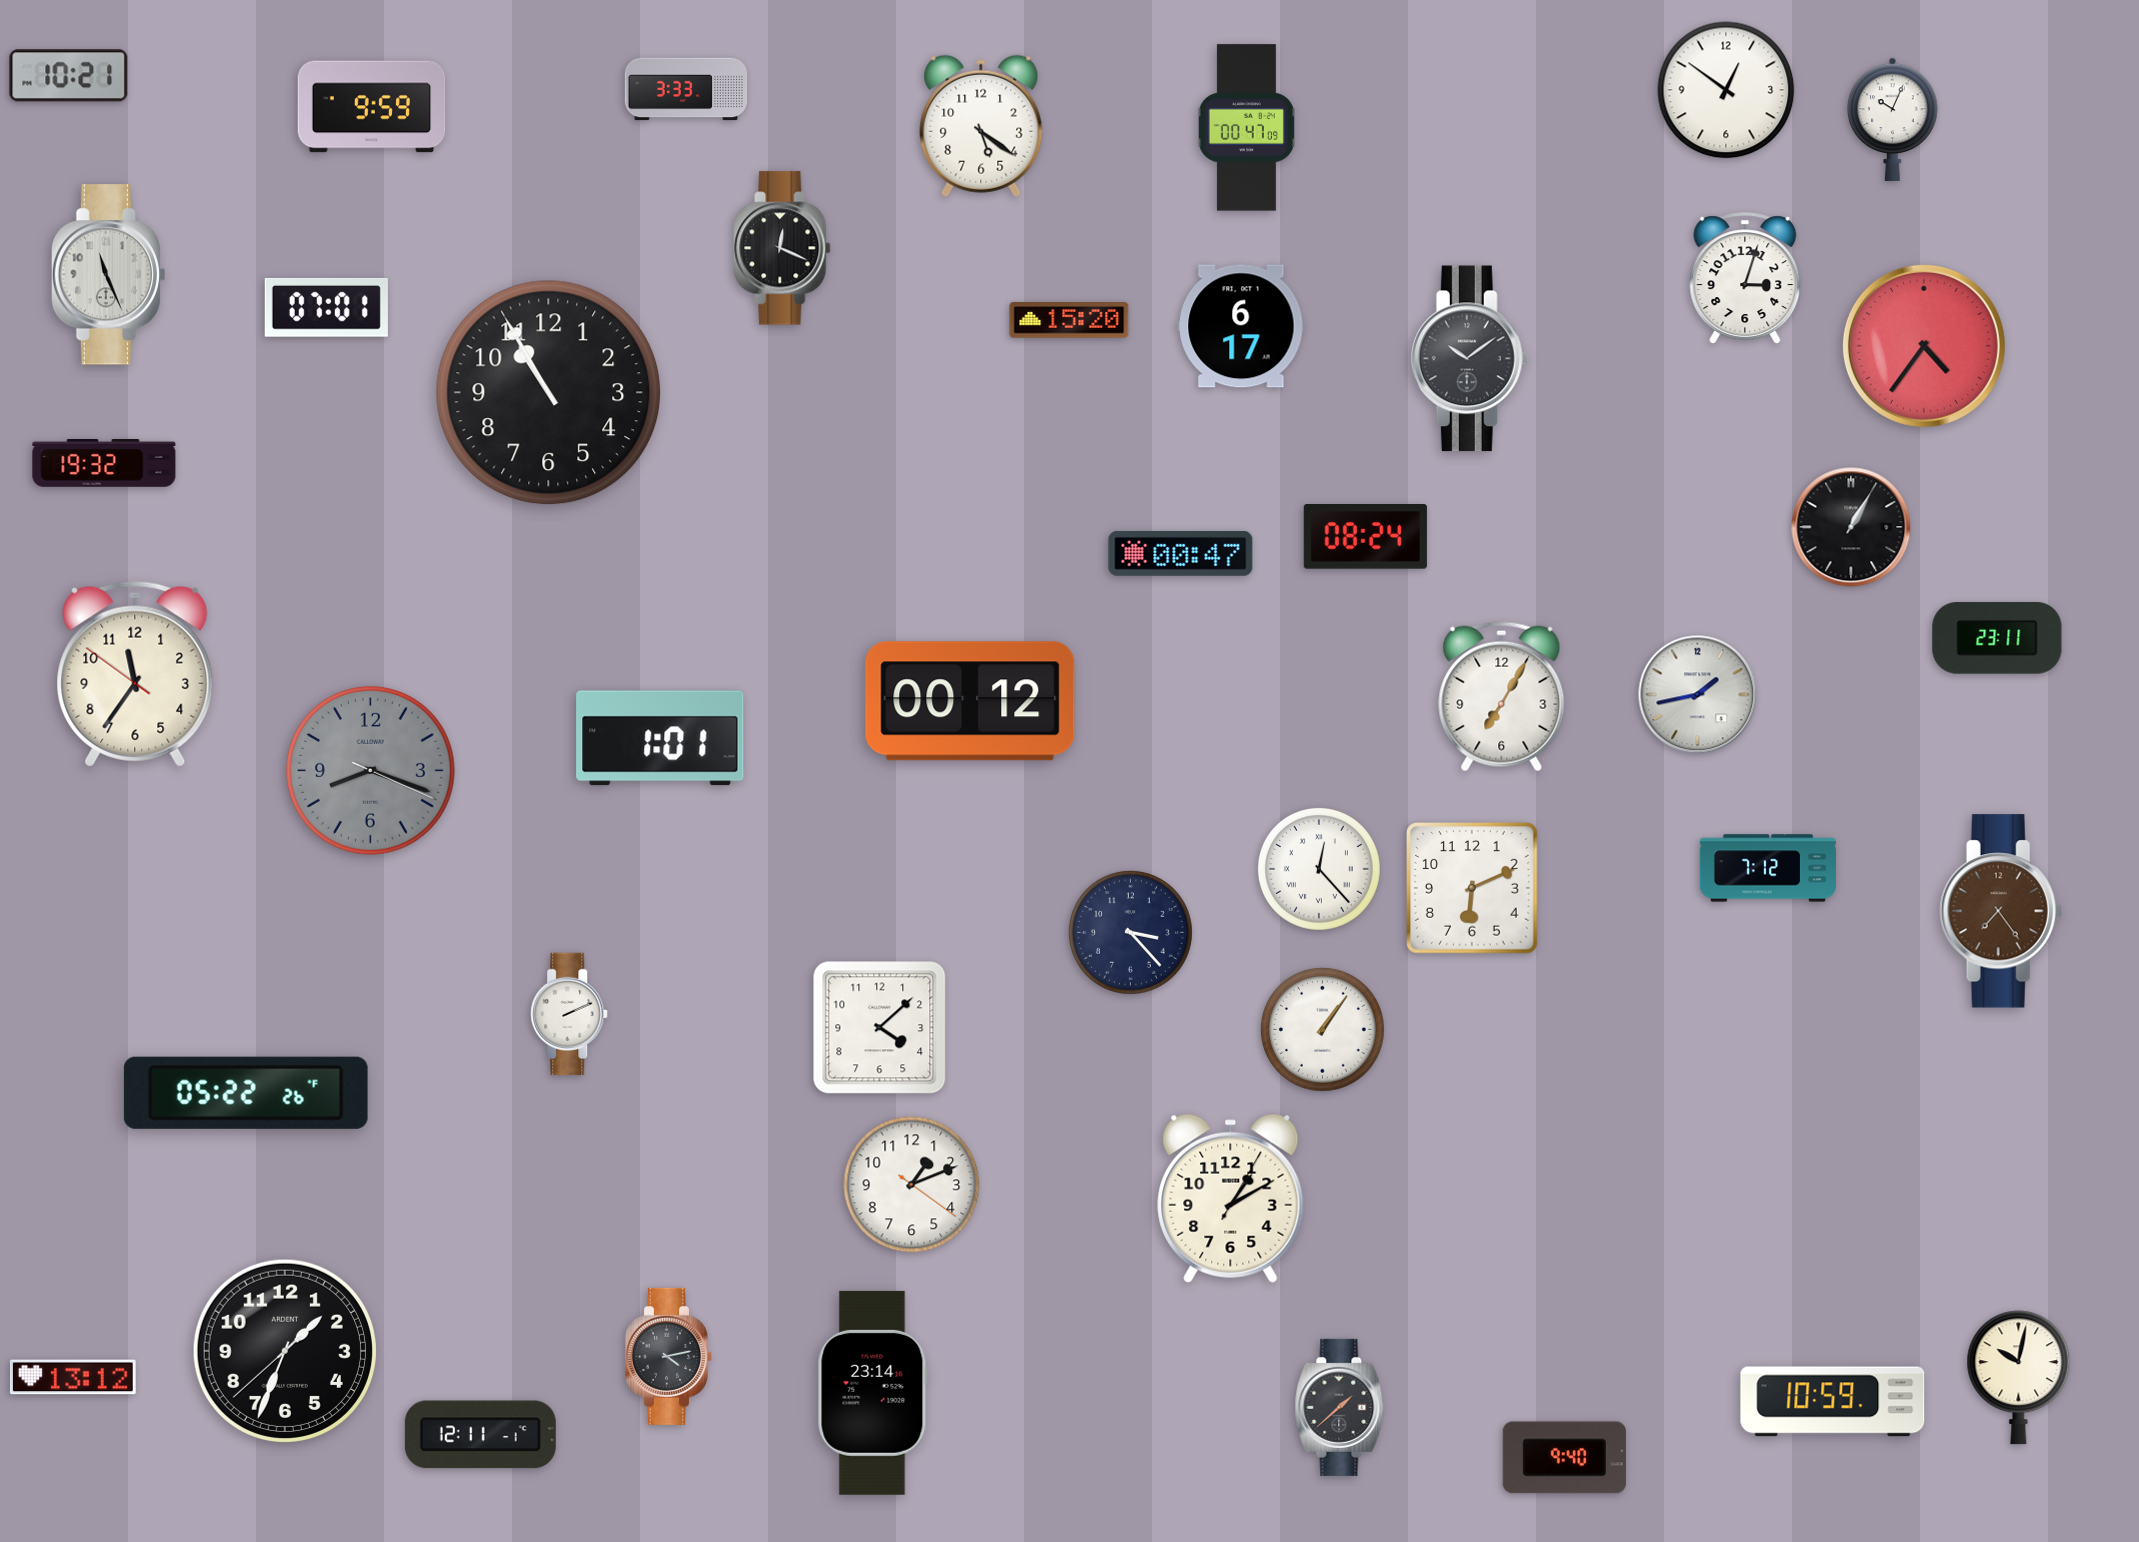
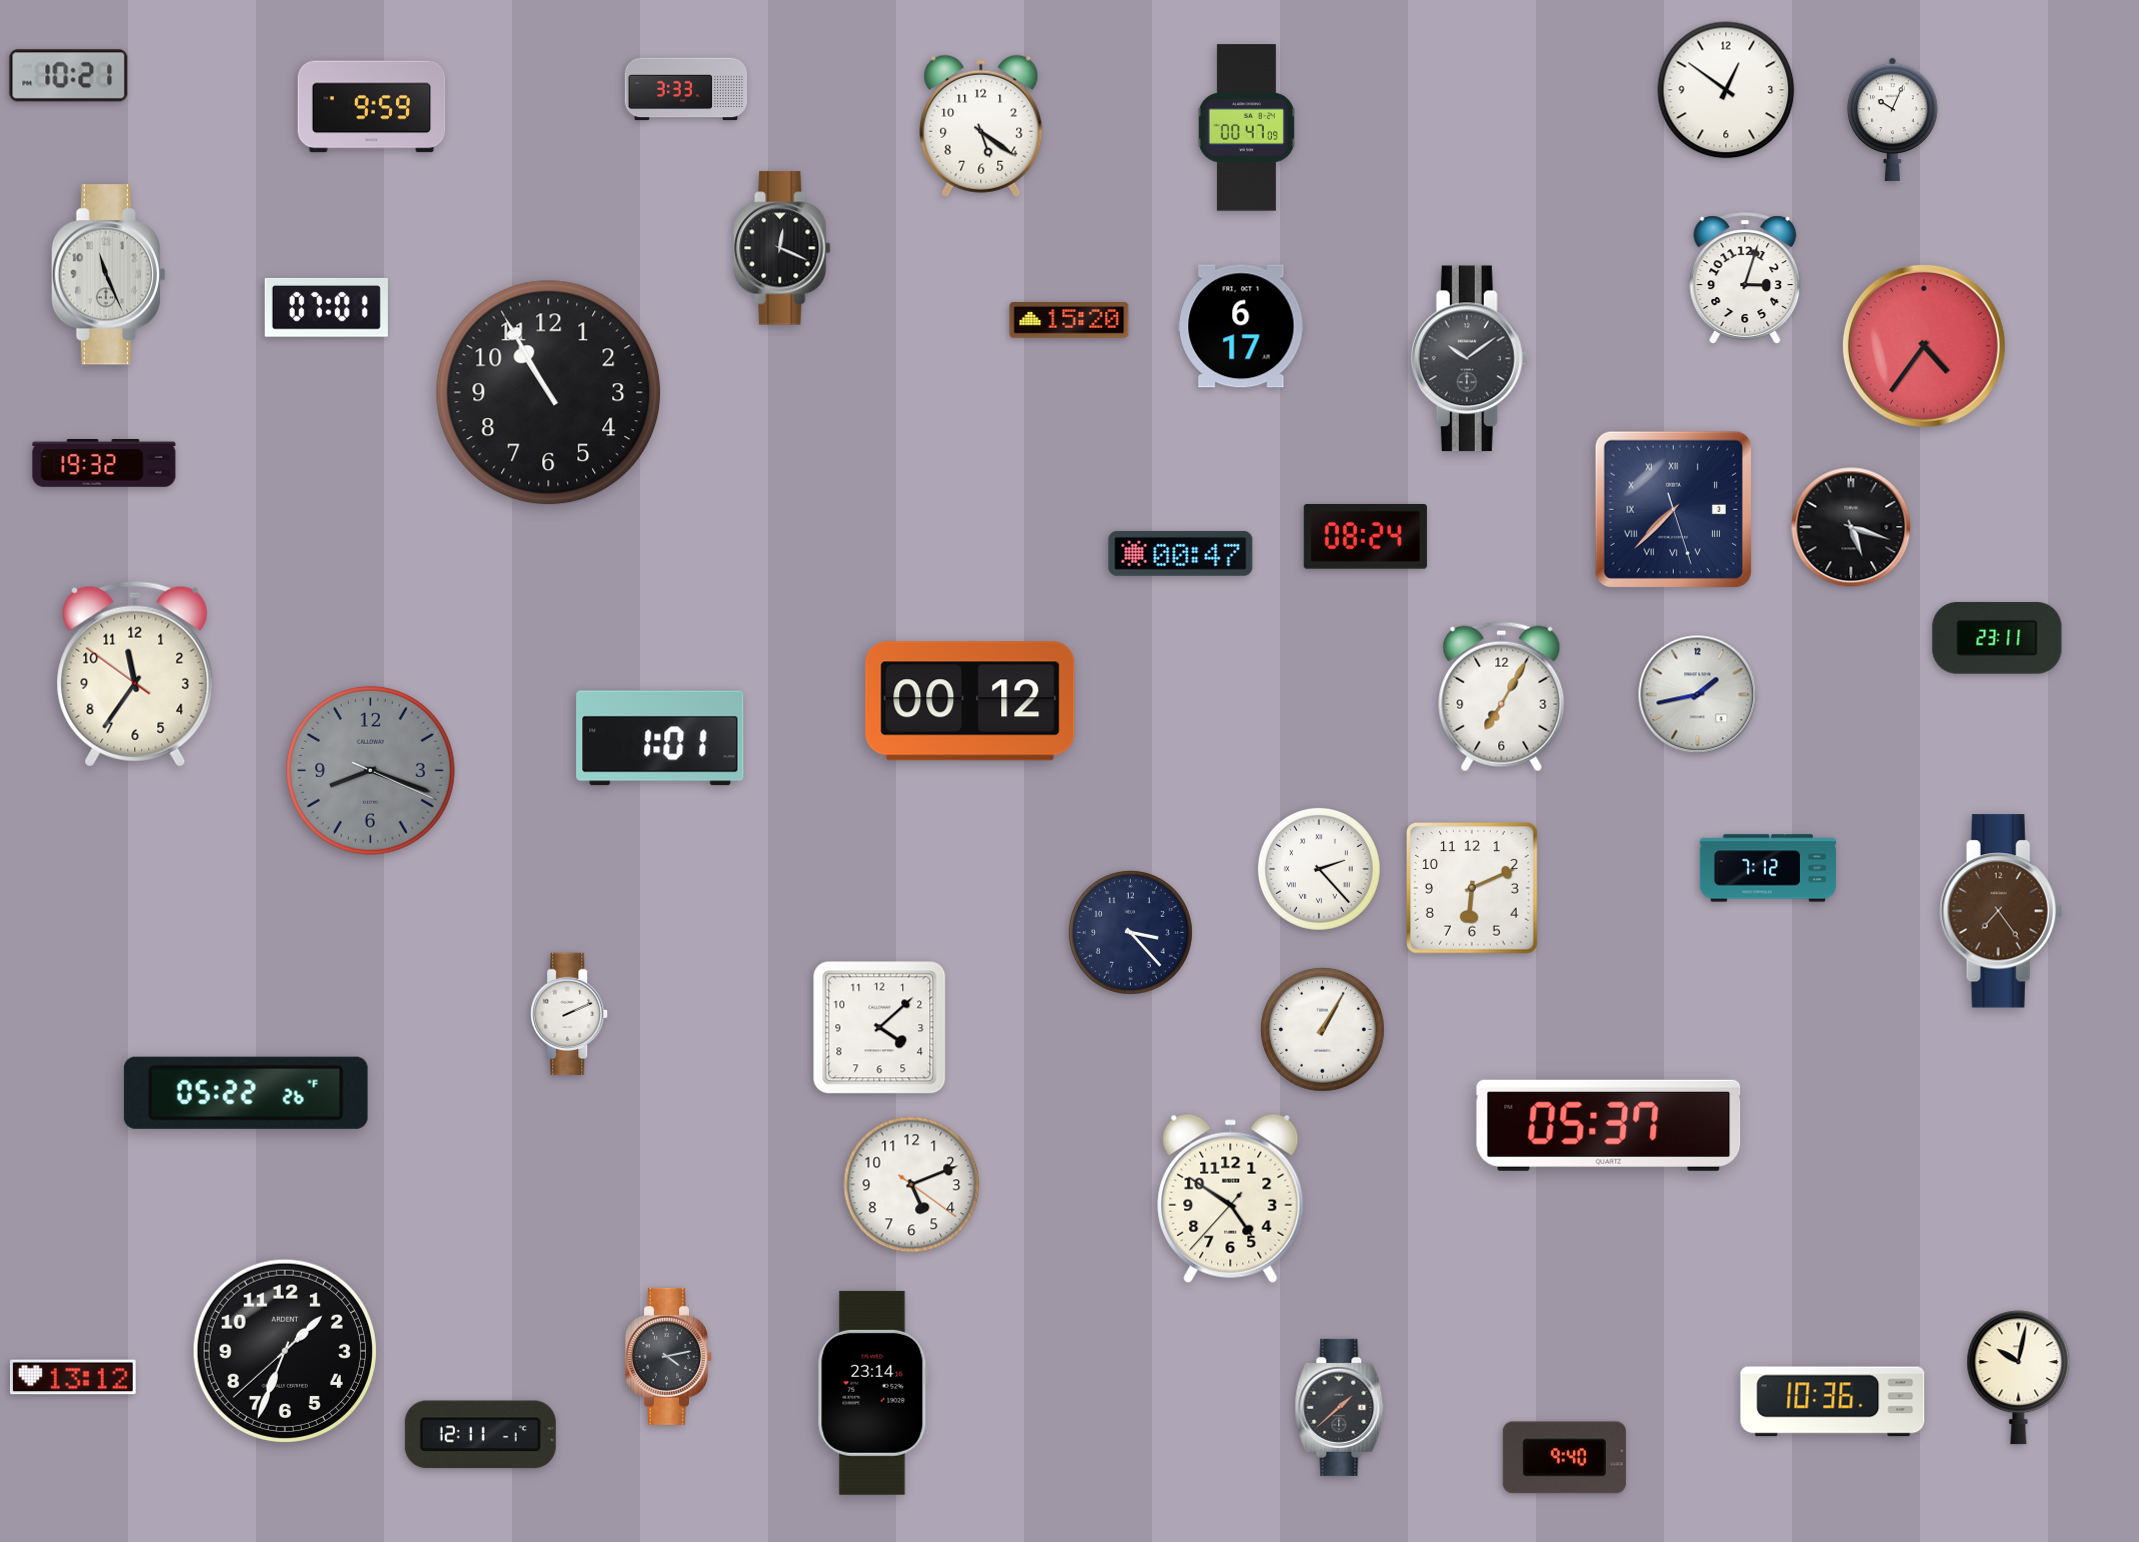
clock at (1673, 509): none -> 7:37
clock at (1851, 527): 1:05 -> 5:18
clock at (1319, 869): 12:23 -> 2:23
clock at (1322, 1029): 1:06 -> 1:05
clock at (1609, 1125): none -> 05:37
clock at (912, 1185): 1:11 -> 5:11
clock at (1231, 1198): 1:10 -> 4:50
clock at (1833, 1402): 10:59 -> 10:36
